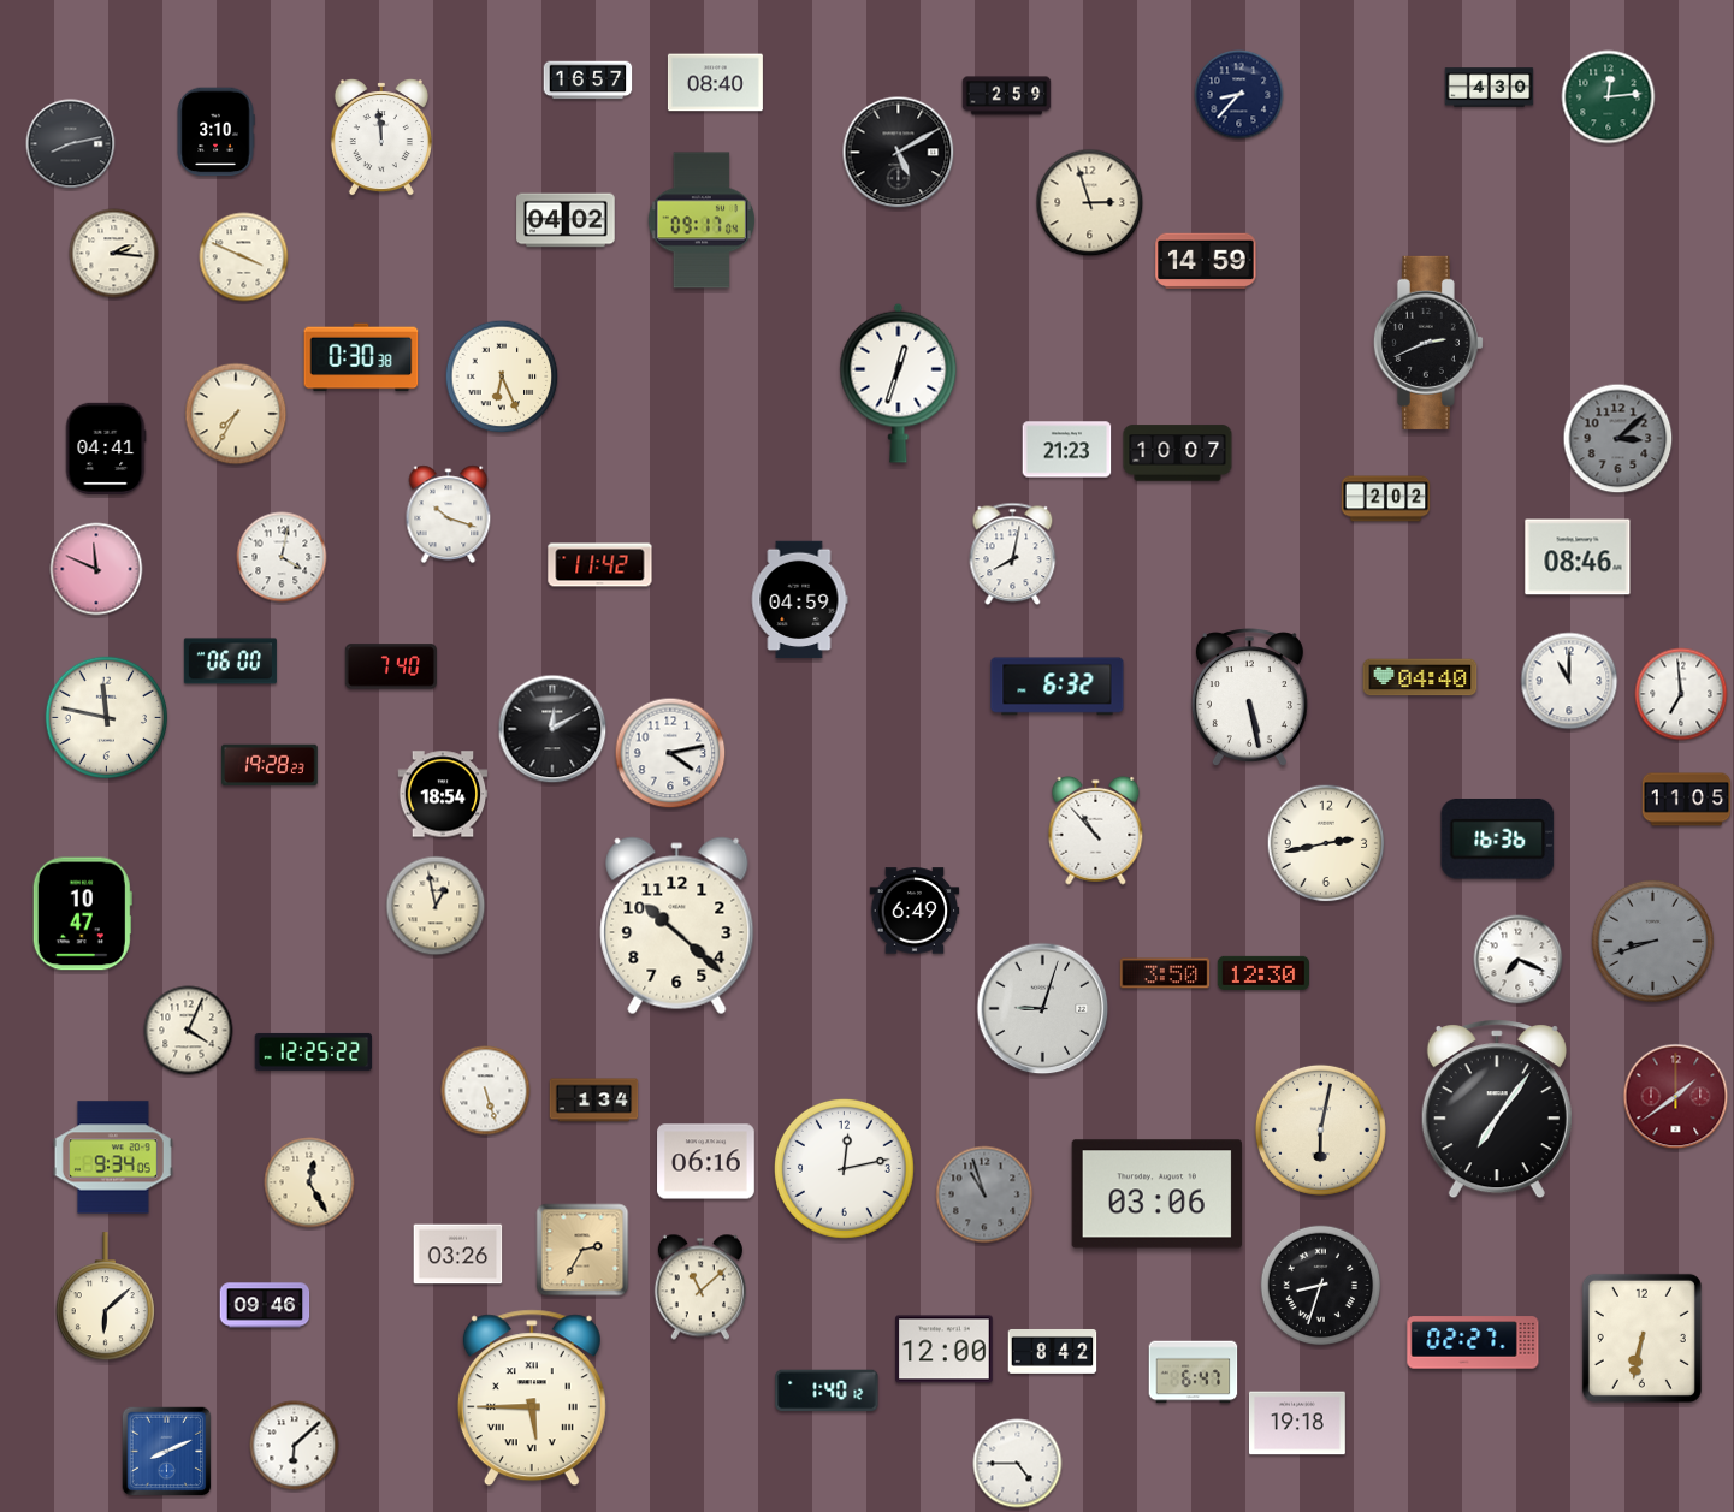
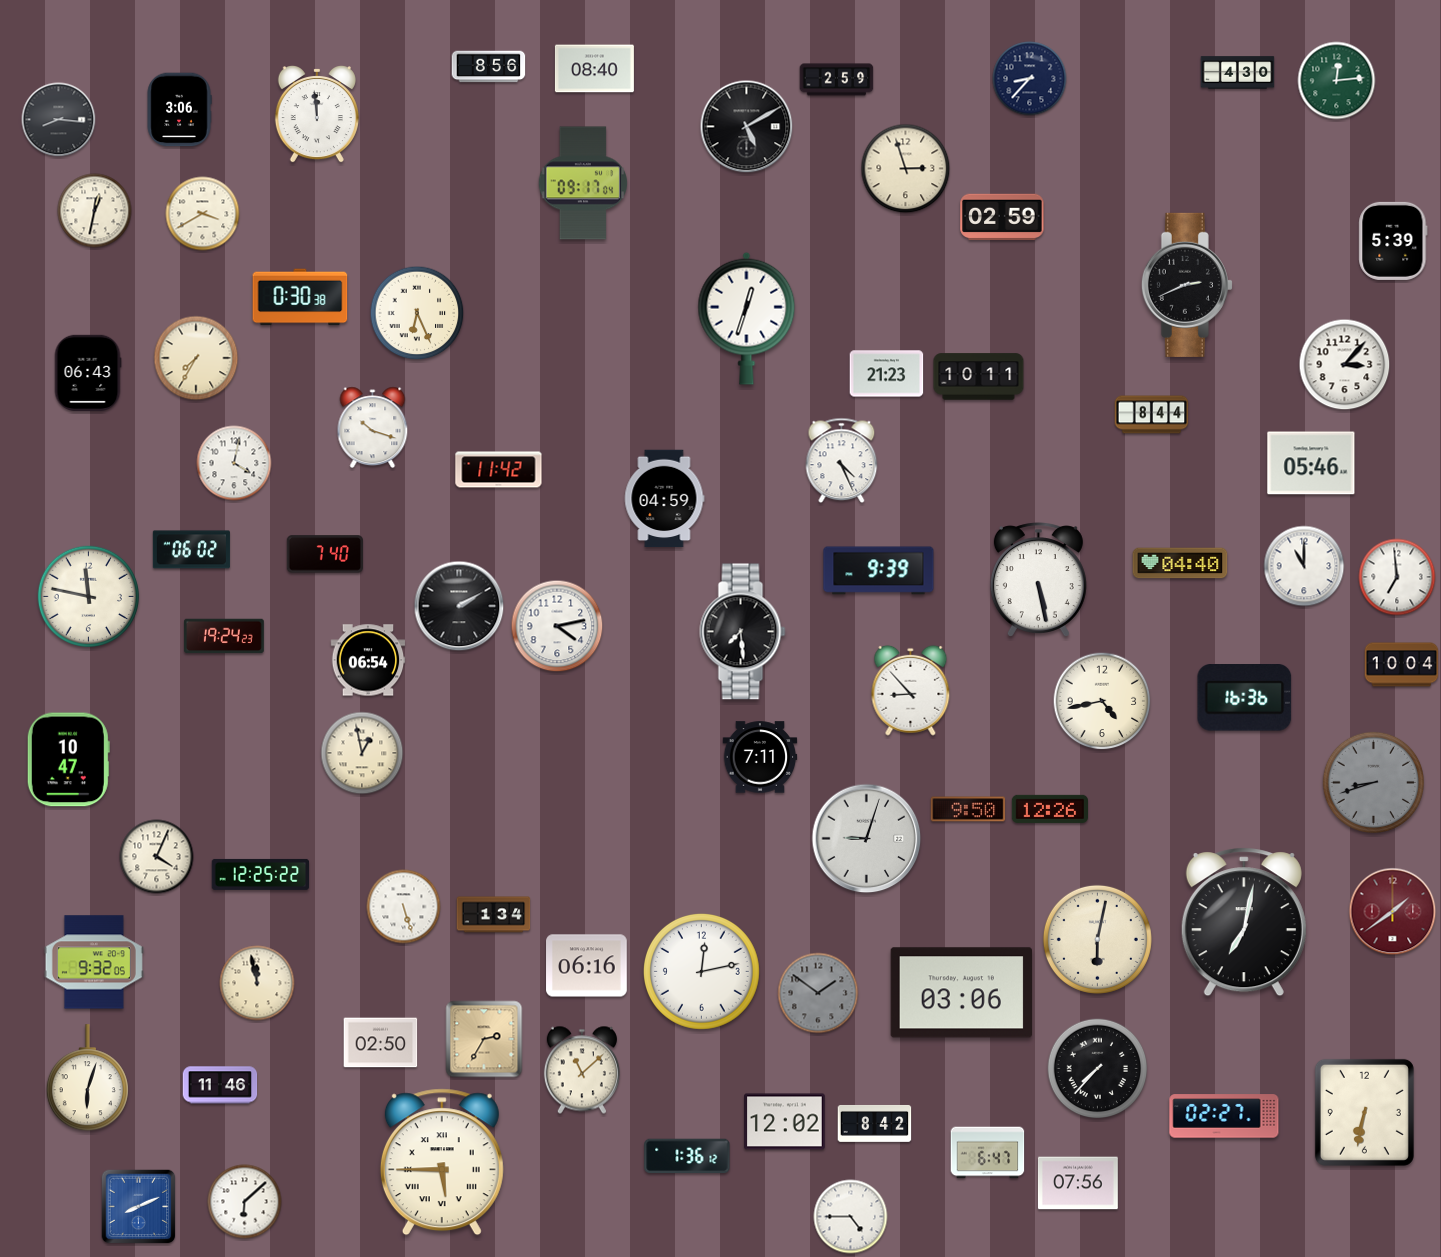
clock at (588, 81): 16:57 -> 8:56
clock at (215, 132): 3:10 -> 3:06
clock at (71, 144): 8:13 -> 8:16
clock at (566, 220): 04:02 -> none
clock at (114, 254): 2:16 -> 12:32
clock at (244, 257): 3:49 -> 3:40
clock at (1206, 261): 14:59 -> 02:59
clock at (1393, 241): none -> 5:39
clock at (236, 414) position: (236, 414) -> (196, 358)
clock at (1618, 439): 3:08 -> 3:07
clock at (1618, 439) dial: grey -> white
clock at (106, 447): 04:41 -> 06:43
clock at (1178, 453): 10:07 -> 10:11
clock at (1386, 499): 2:02 -> 8:44
clock at (1013, 555): 8:02 -> 4:26
clock at (1578, 557): 08:46 -> 05:46
clock at (96, 569): 11:49 -> none
clock at (230, 662): 06:00 -> 06:02
clock at (1058, 687): 6:32 -> 9:39
clock at (552, 729): 12:10 -> 2:10
clock at (743, 632): none -> 7:29
clock at (270, 765): 19:28 -> 19:24
clock at (443, 794): 18:54 -> 06:54
clock at (1687, 800): 11:05 -> 10:04
clock at (1096, 830): 10:53 -> 8:53
clock at (1326, 843): 2:43 -> 4:43
clock at (915, 911): 6:49 -> 7:11
clock at (677, 926): 10:22 -> none
clock at (1519, 960): 7:19 -> none
clock at (1165, 973): 3:50 -> 9:50
clock at (1262, 973): 12:30 -> 12:26
clock at (1497, 1109): 7:06 -> 7:02
clock at (113, 1157): 9:34 -> 9:32
clock at (309, 1182): 12:25 -> 11:58
clock at (984, 1194): 10:57 -> 1:51
clock at (458, 1255): 03:26 -> 02:50
clock at (1321, 1286): 8:33 -> 7:37
clock at (105, 1297): 6:08 -> 6:03
clock at (265, 1305): 09:46 -> 11:46
clock at (945, 1350): 12:00 -> 12:02
clock at (1194, 1372) position: (1194, 1372) -> (988, 1153)
clock at (827, 1391): 1:40 -> 1:36
clock at (1297, 1423): 19:18 -> 07:56
clock at (1018, 1464) position: (1018, 1464) -> (851, 1217)
